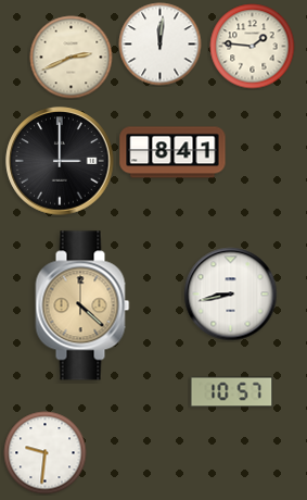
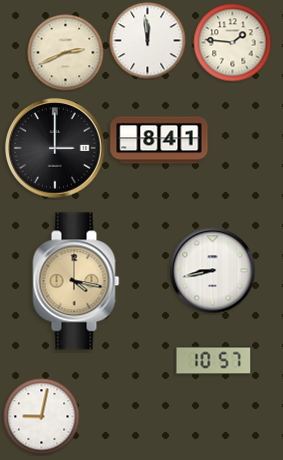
clock at (161, 45): 12:01 -> 11:59
clock at (82, 305): 4:22 -> 4:17
clock at (46, 453): 9:31 -> 9:02
